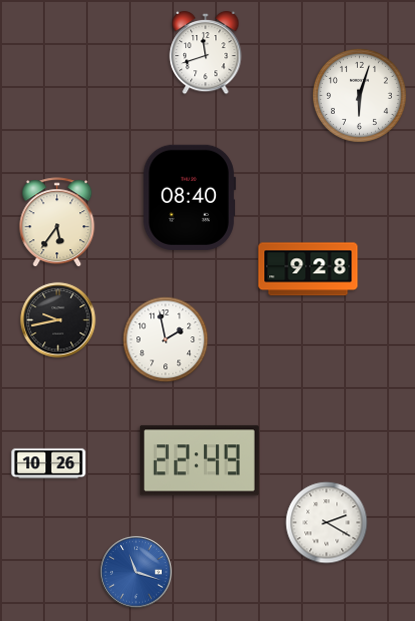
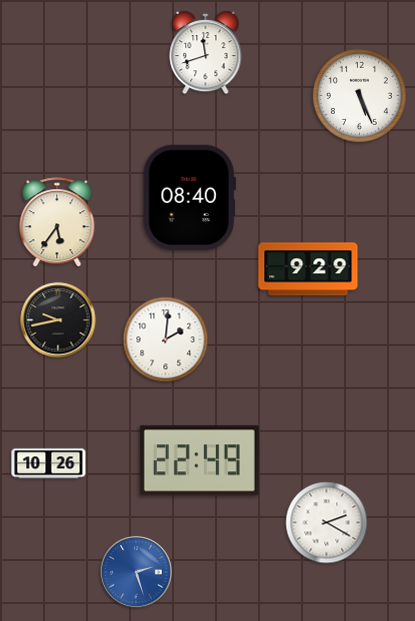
clock at (359, 95): 6:03 -> 5:26
clock at (308, 269): 9:28 -> 9:29
clock at (166, 340): 1:58 -> 2:01
clock at (136, 572): 11:18 -> 2:27
